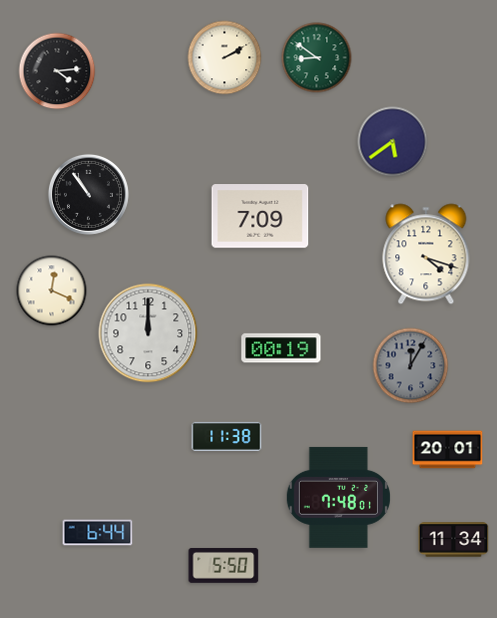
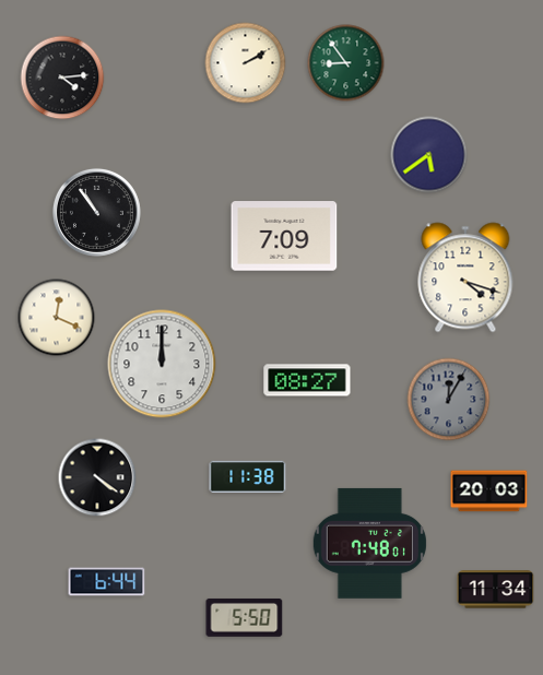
clock at (317, 58): 8:51 -> 8:54
clock at (281, 348): 00:19 -> 08:27
clock at (97, 477): none -> 4:21
clock at (448, 450): 20:01 -> 20:03
